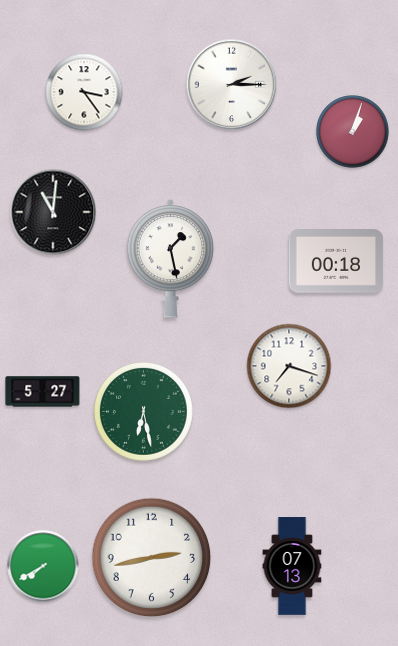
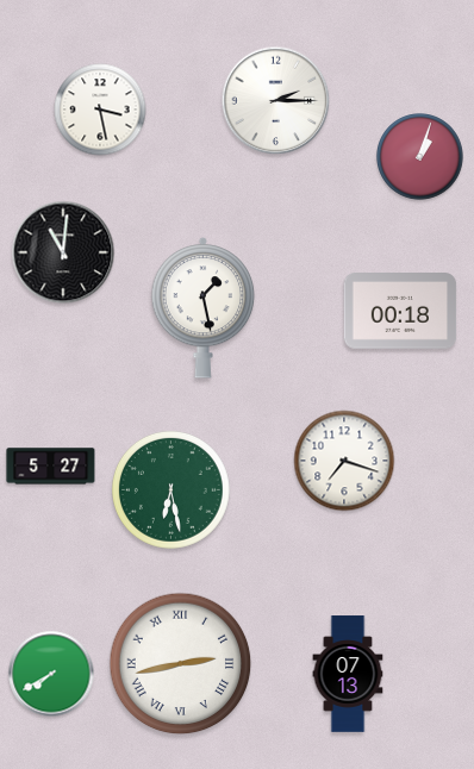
clock at (84, 92): 3:24 -> 3:28
clock at (289, 366) position: (289, 366) -> (344, 461)
clock at (152, 558) numerals: Arabic -> Roman
